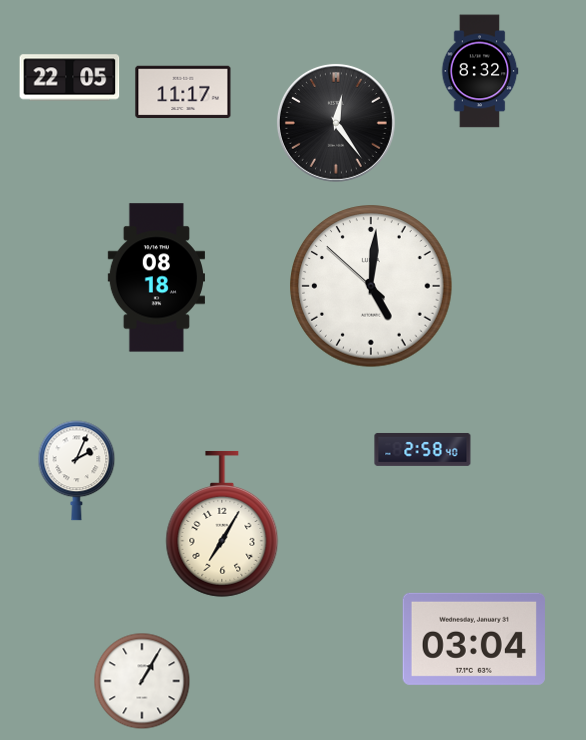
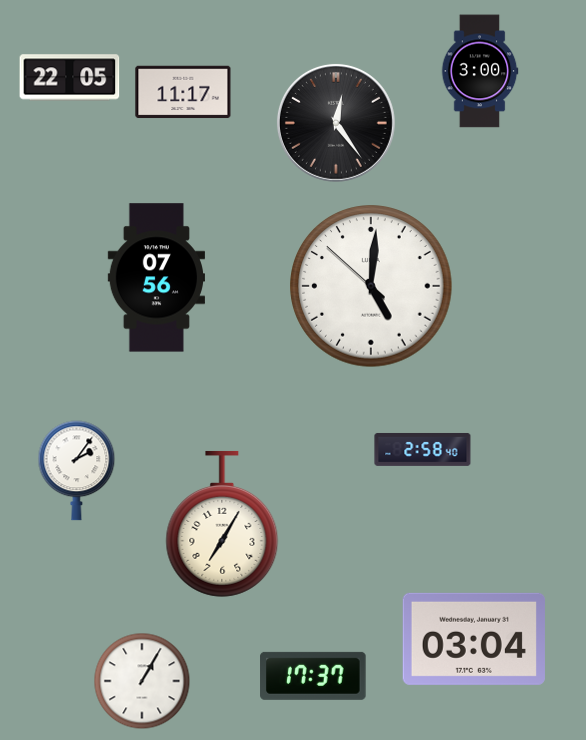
clock at (480, 71): 8:32 -> 3:00
clock at (156, 278): 08:18 -> 07:56
clock at (77, 471): 2:04 -> 2:06
clock at (313, 676): none -> 17:37
